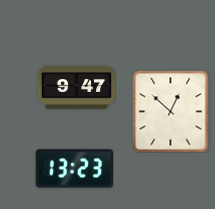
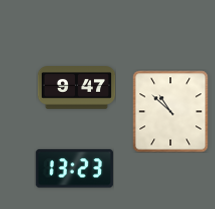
clock at (171, 111): 12:52 -> 10:52
